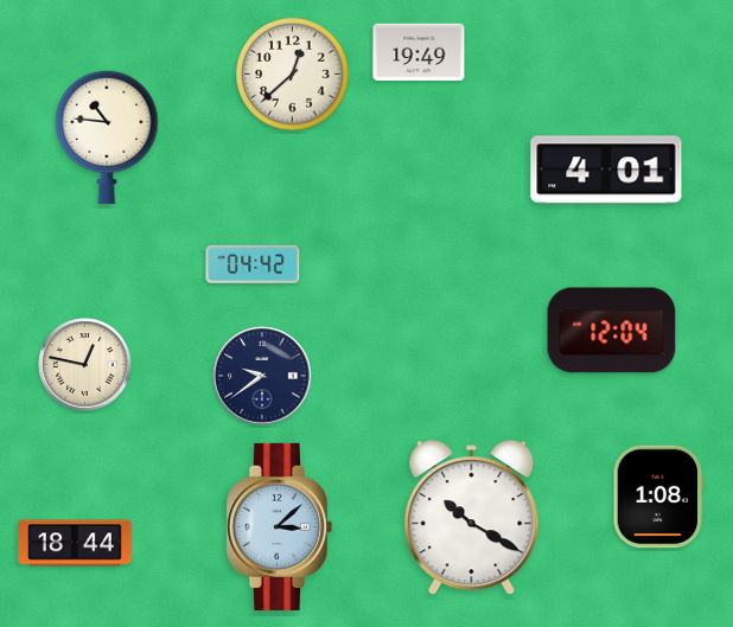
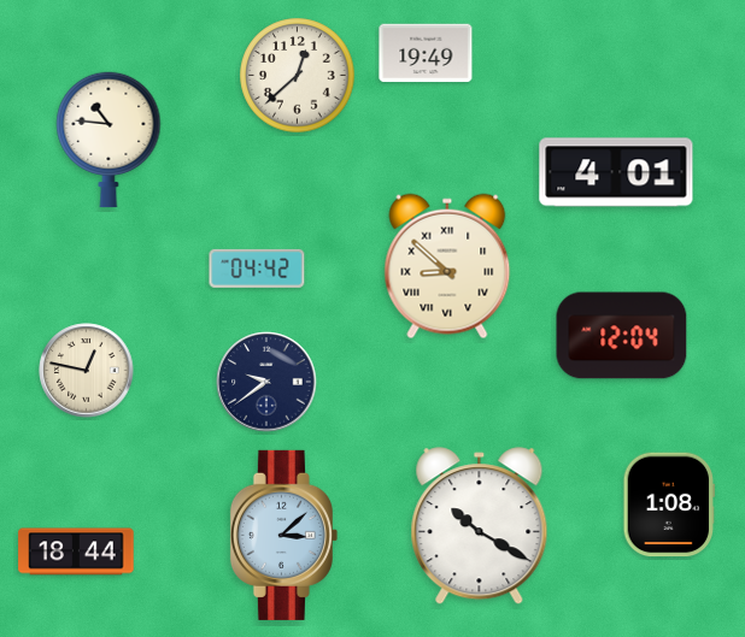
clock at (447, 266): none -> 8:52
